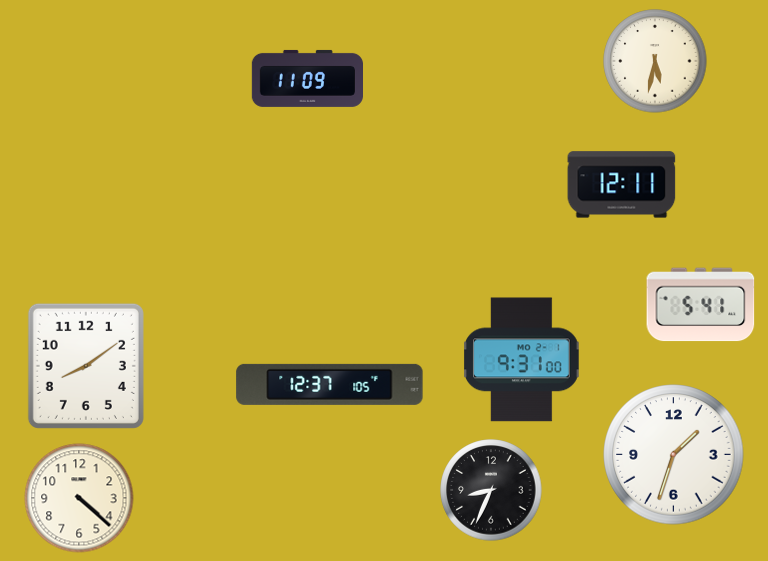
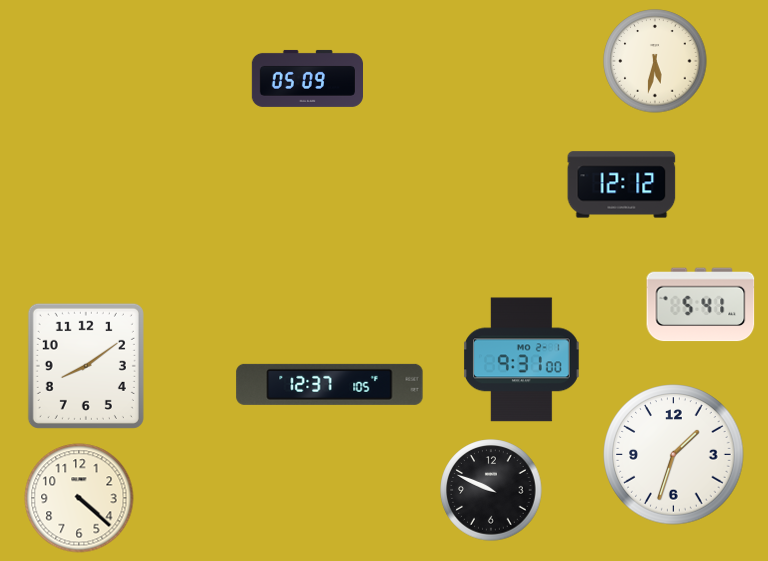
clock at (307, 78): 11:09 -> 05:09
clock at (622, 185): 12:11 -> 12:12
clock at (491, 490): 8:34 -> 9:49
